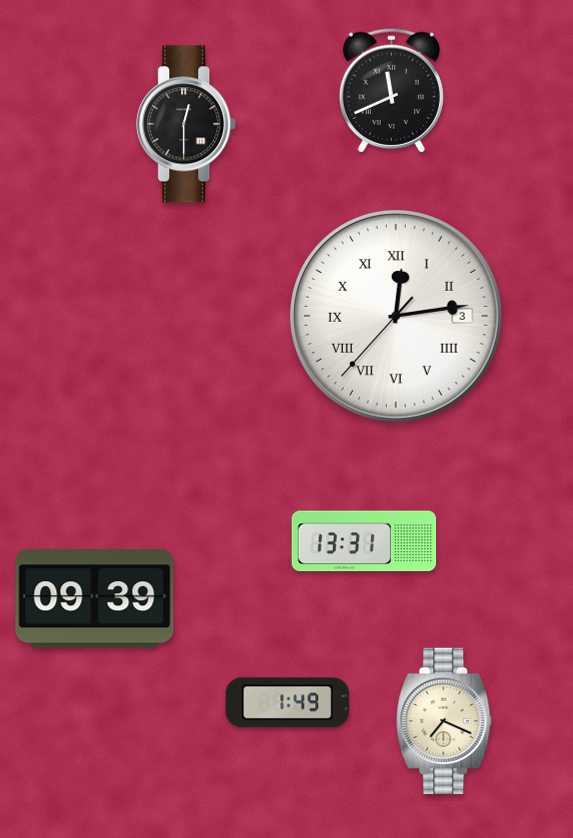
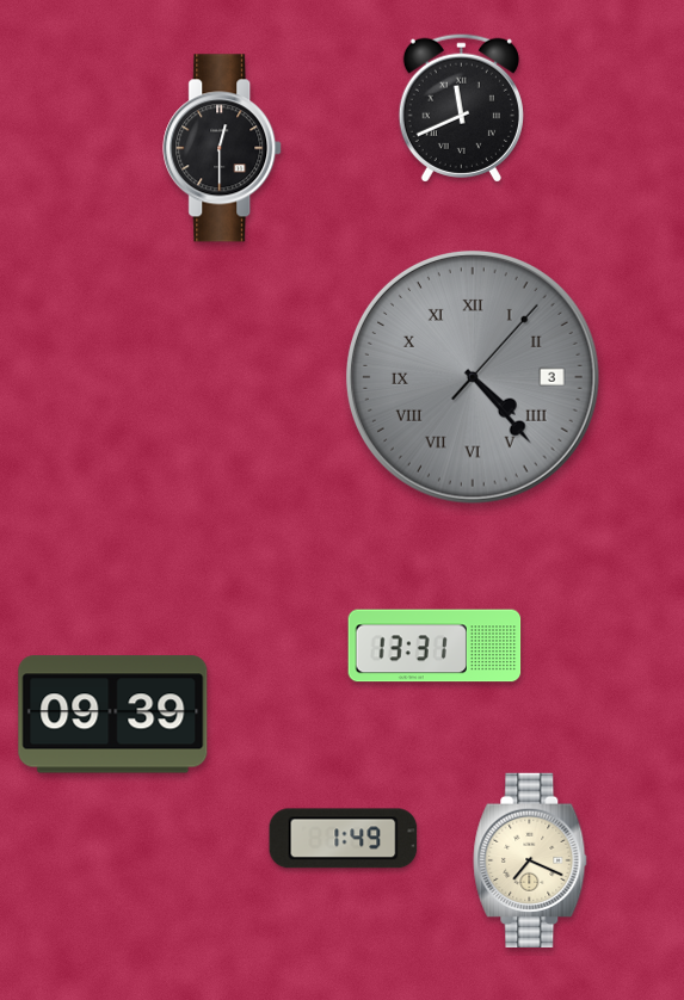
clock at (391, 90) position: (391, 90) -> (461, 107)
clock at (396, 316): 12:13 -> 4:23
clock at (396, 316) dial: white -> grey
